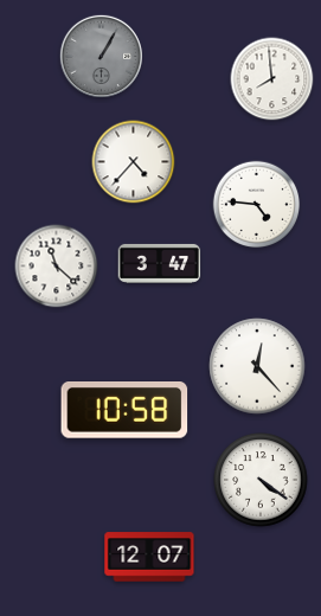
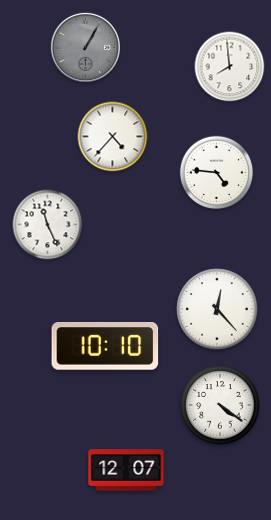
clock at (160, 263): 3:47 -> none
clock at (57, 267): 11:22 -> 11:26
clock at (124, 411): 10:58 -> 10:10
